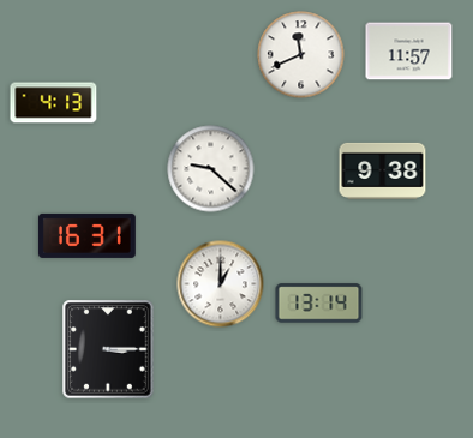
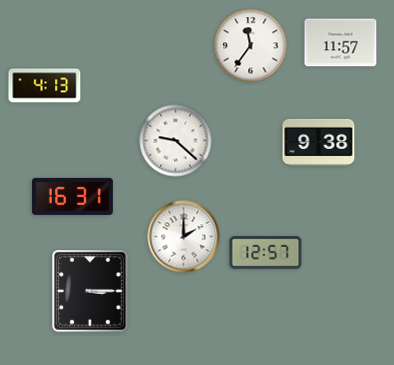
clock at (301, 55): 11:41 -> 11:36
clock at (221, 284): 1:00 -> 2:00
clock at (319, 304): 13:14 -> 12:57
